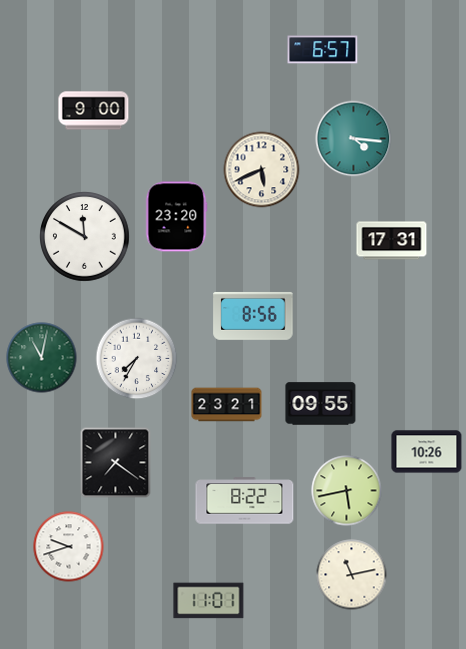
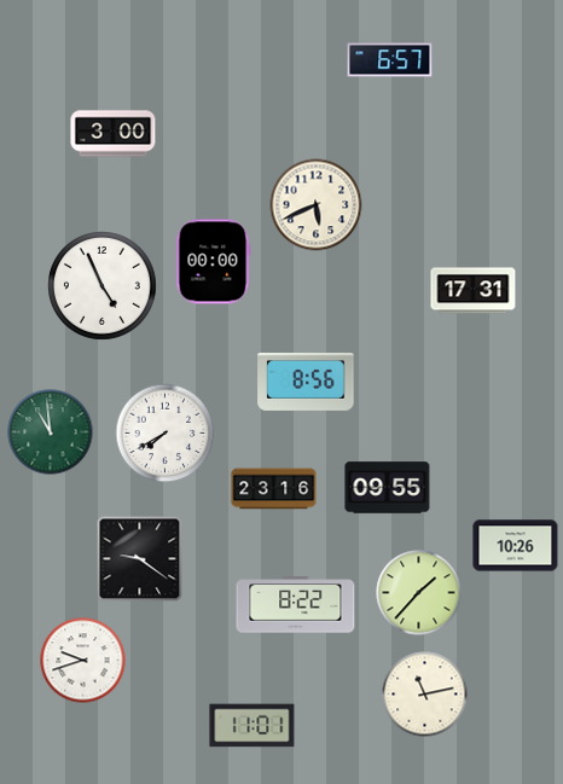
clock at (94, 111): 9:00 -> 3:00
clock at (354, 139): 4:16 -> none
clock at (176, 217): 23:20 -> 00:00
clock at (85, 237): 11:50 -> 4:56
clock at (42, 358): 11:02 -> 10:59
clock at (137, 359): 7:35 -> 7:40
clock at (227, 405): 23:21 -> 23:16
clock at (116, 463): 7:21 -> 9:21
clock at (347, 491): 5:43 -> 1:37
